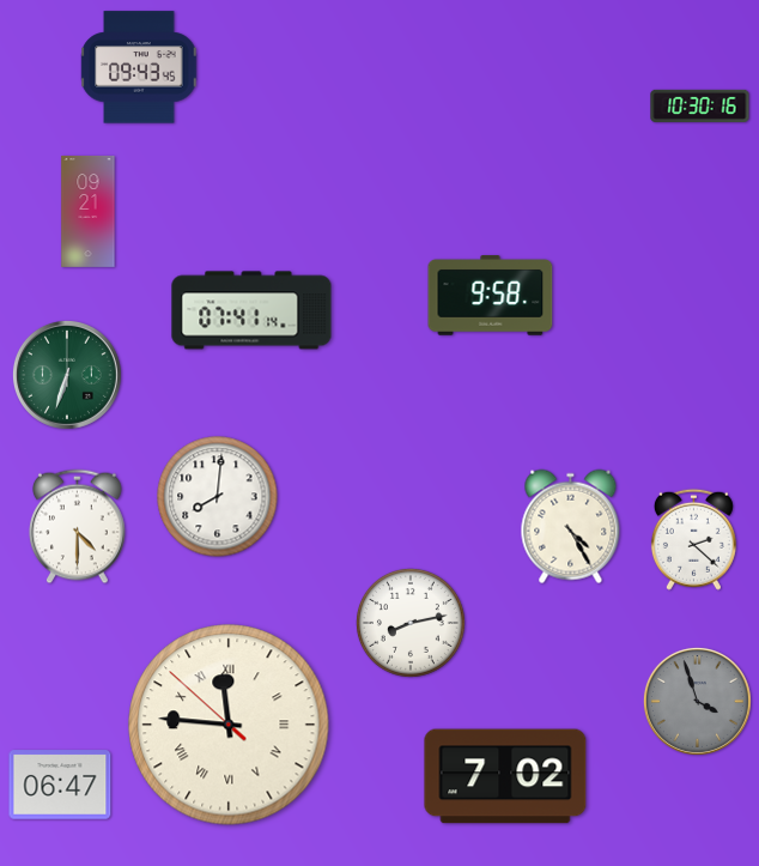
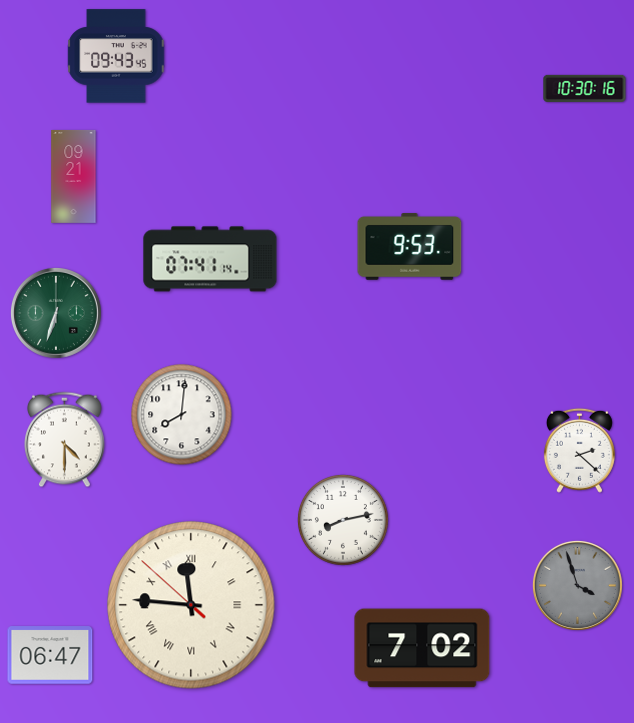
clock at (491, 296): 9:58 -> 9:53
clock at (571, 527): 4:25 -> none
clock at (697, 701) position: (697, 701) -> (577, 585)
